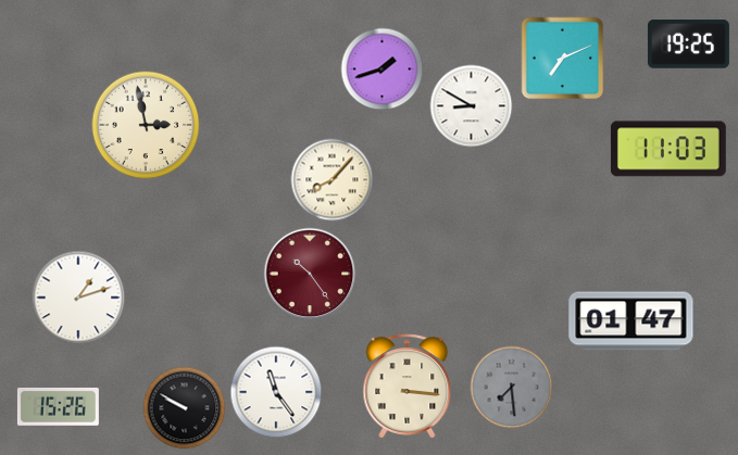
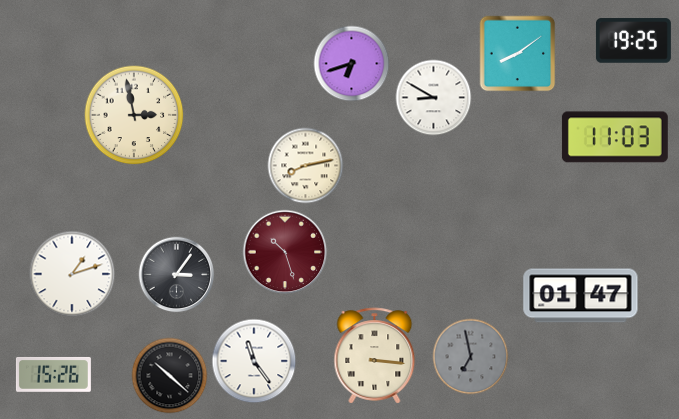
clock at (563, 59): 7:11 -> 8:09
clock at (383, 69): 1:42 -> 6:42
clock at (333, 180): 8:07 -> 8:13
clock at (310, 274): 10:24 -> 10:27
clock at (177, 275): none -> 3:06
clock at (512, 388): 7:29 -> 6:58
clock at (185, 408): 9:50 -> 10:22
